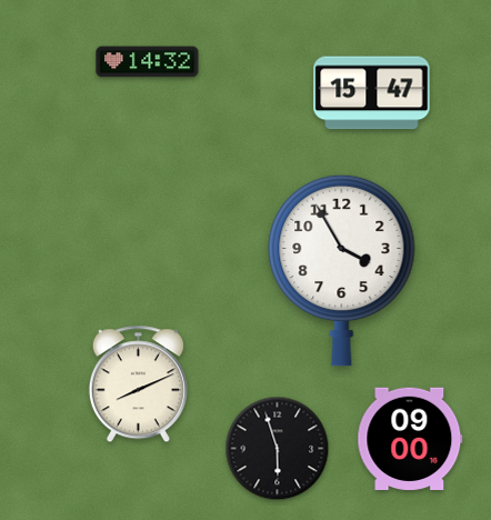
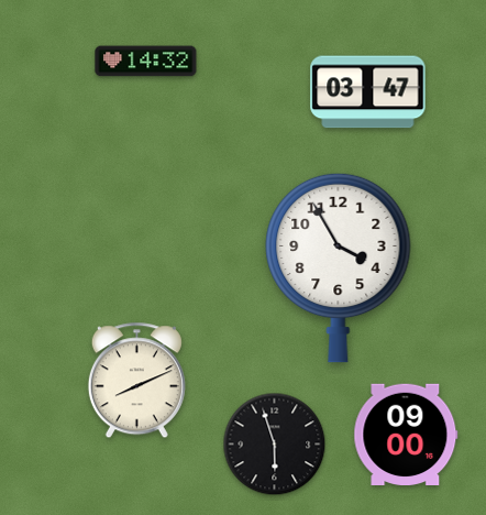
clock at (372, 93): 15:47 -> 03:47
